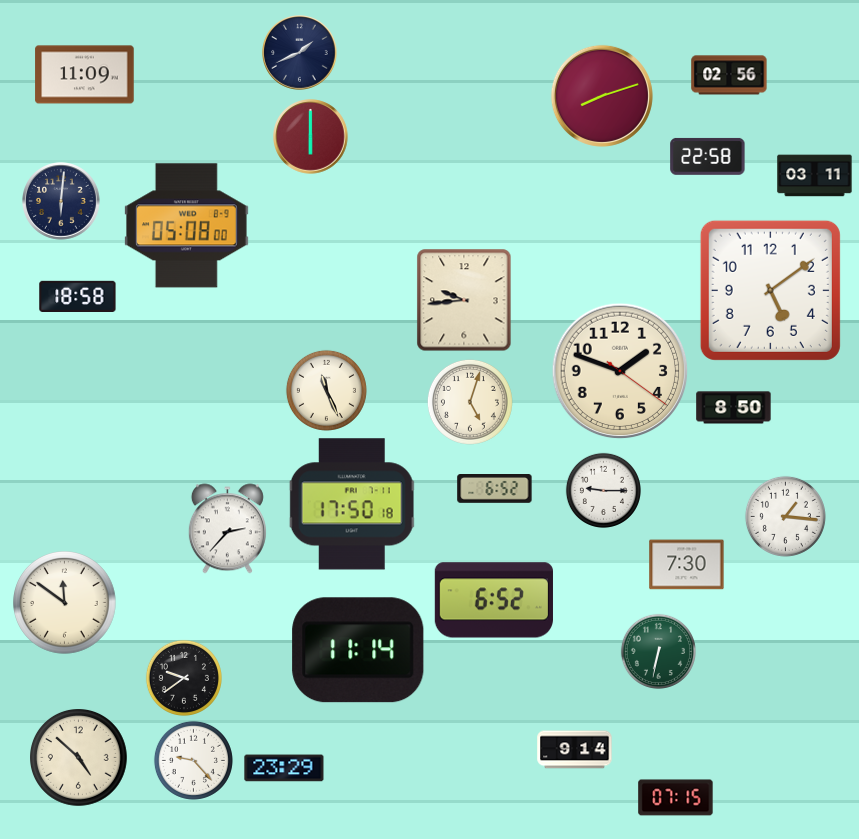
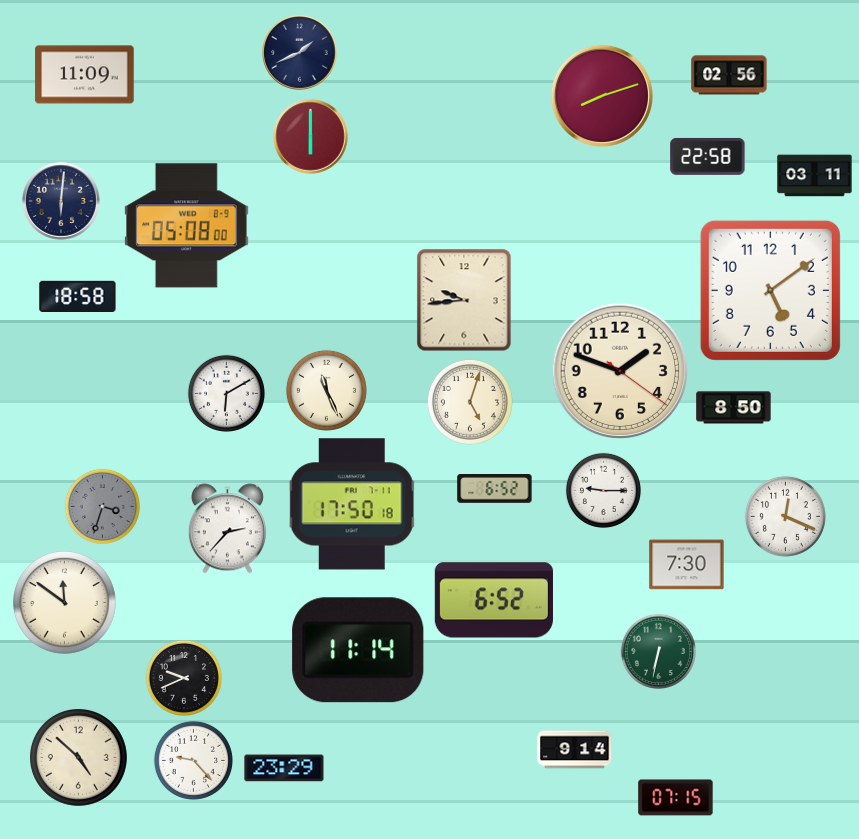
clock at (226, 393): none -> 6:10
clock at (102, 506): none -> 3:33
clock at (785, 516): 1:16 -> 12:19
clock at (184, 678): 9:39 -> 9:41
